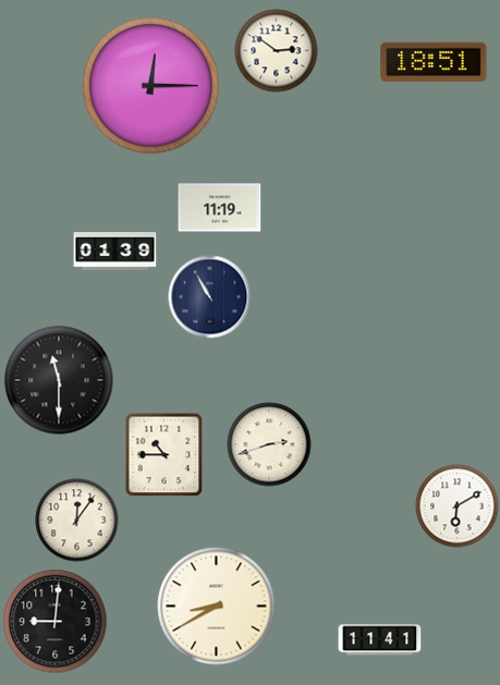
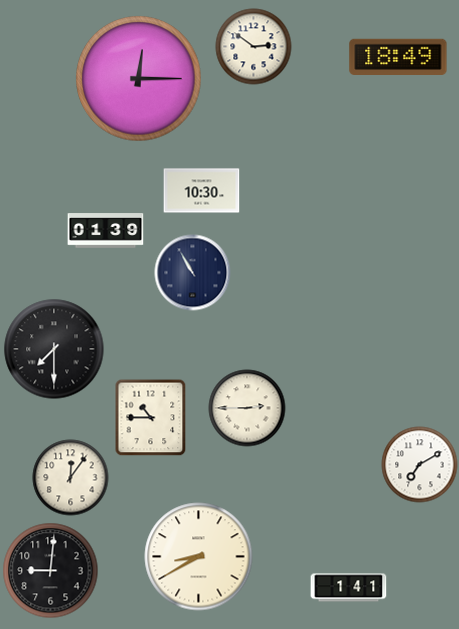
clock at (434, 61): 18:51 -> 18:49
clock at (220, 208): 11:19 -> 10:30
clock at (59, 380): 11:30 -> 7:30
clock at (269, 444): 2:42 -> 2:45
clock at (458, 506): 6:10 -> 7:10
clock at (380, 640): 11:41 -> 1:41
